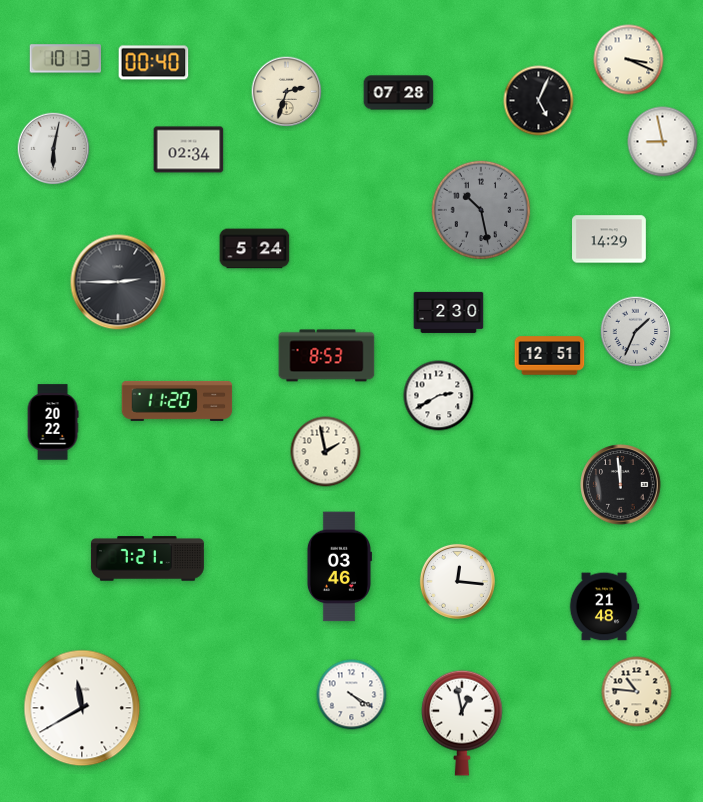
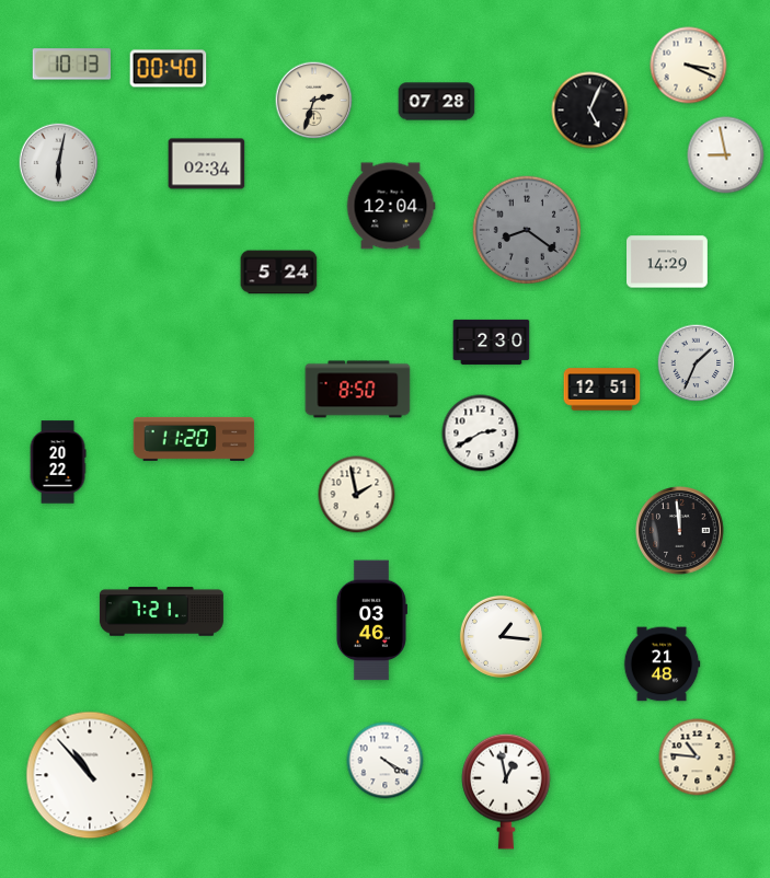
clock at (391, 206): none -> 12:04
clock at (481, 210): 10:28 -> 8:21
clock at (118, 282): 2:45 -> none
clock at (327, 356): 8:53 -> 8:50
clock at (457, 581): 12:16 -> 1:16
clock at (82, 708): 11:40 -> 10:53
